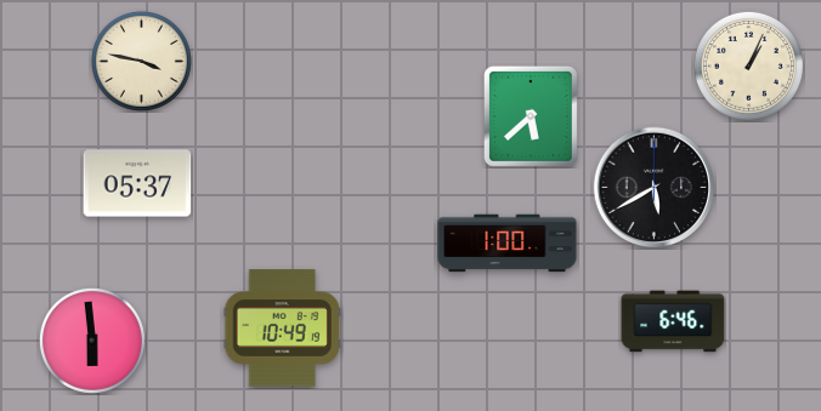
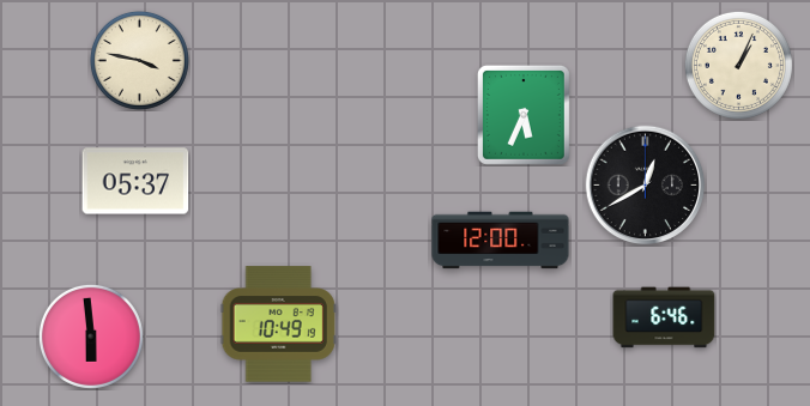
clock at (531, 116): 5:38 -> 5:34
clock at (655, 188): 5:40 -> 12:40
clock at (508, 244): 1:00 -> 12:00
